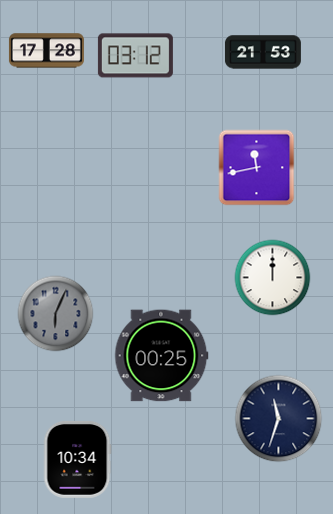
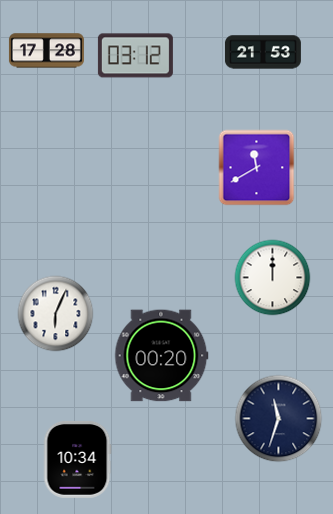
clock at (257, 168): 11:43 -> 11:40
clock at (56, 314) dial: grey -> white
clock at (162, 356): 00:25 -> 00:20
